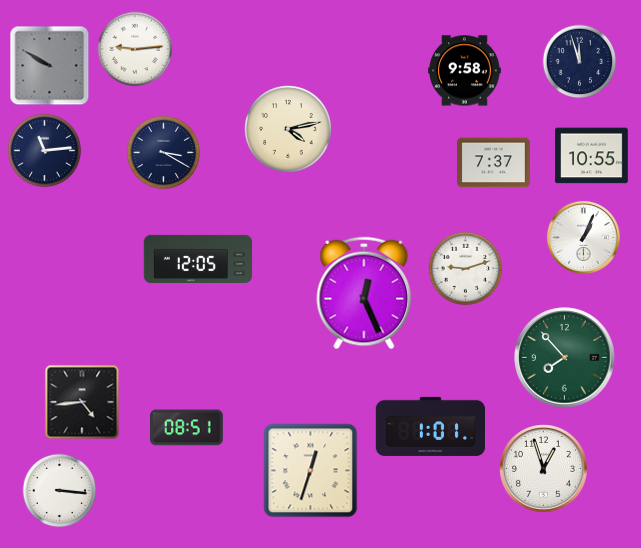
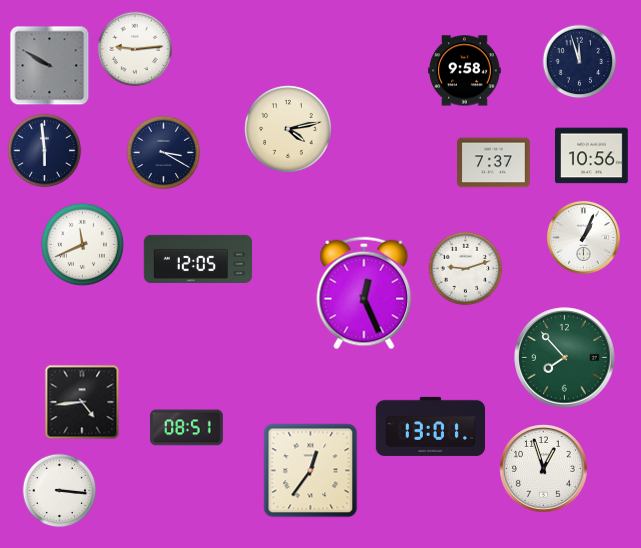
clock at (45, 151): 11:14 -> 5:59
clock at (592, 156): 10:55 -> 10:56
clock at (82, 244): none -> 11:41
clock at (430, 426): 1:01 -> 13:01
clock at (311, 471): 12:33 -> 12:36
